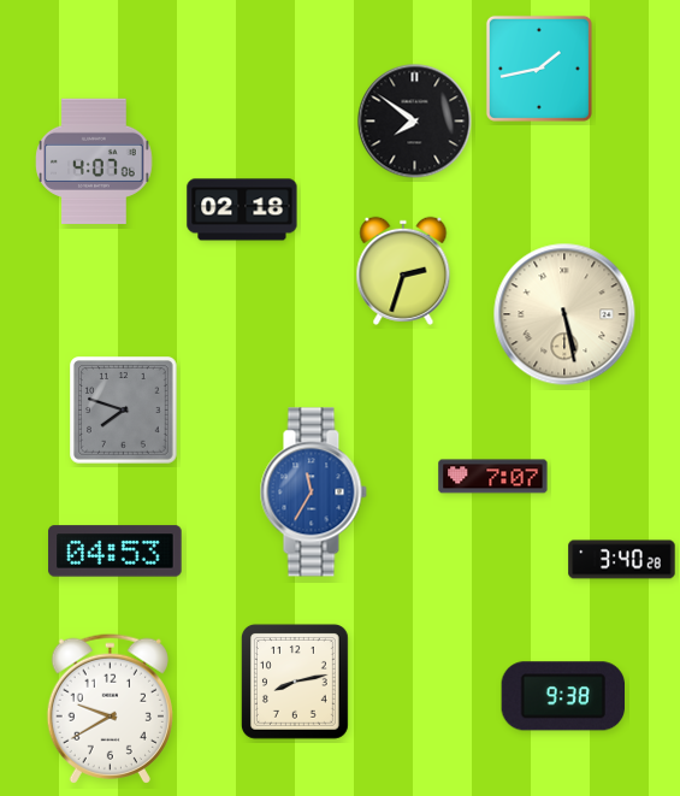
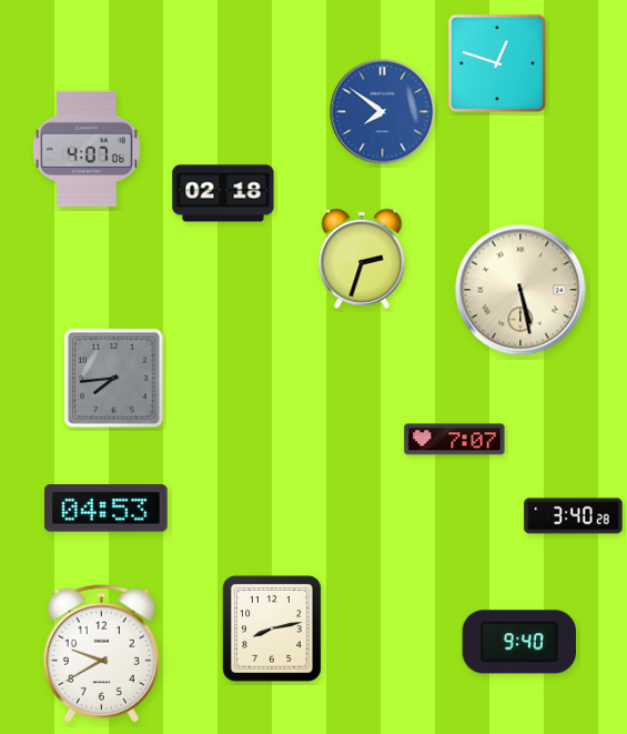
clock at (539, 69): 1:43 -> 12:48
clock at (415, 122) dial: black -> blue
clock at (403, 271) position: (403, 271) -> (362, 259)
clock at (124, 411): 7:48 -> 7:44
clock at (313, 493): 11:35 -> none
clock at (562, 696): 9:38 -> 9:40
